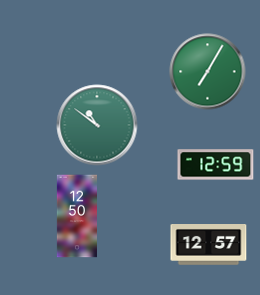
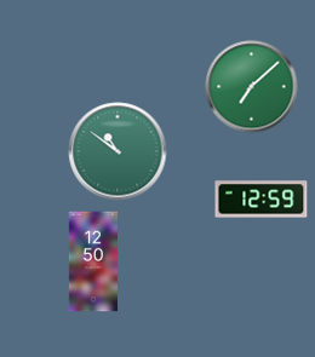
clock at (208, 72): 7:05 -> 7:08
clock at (209, 245): 12:57 -> none
